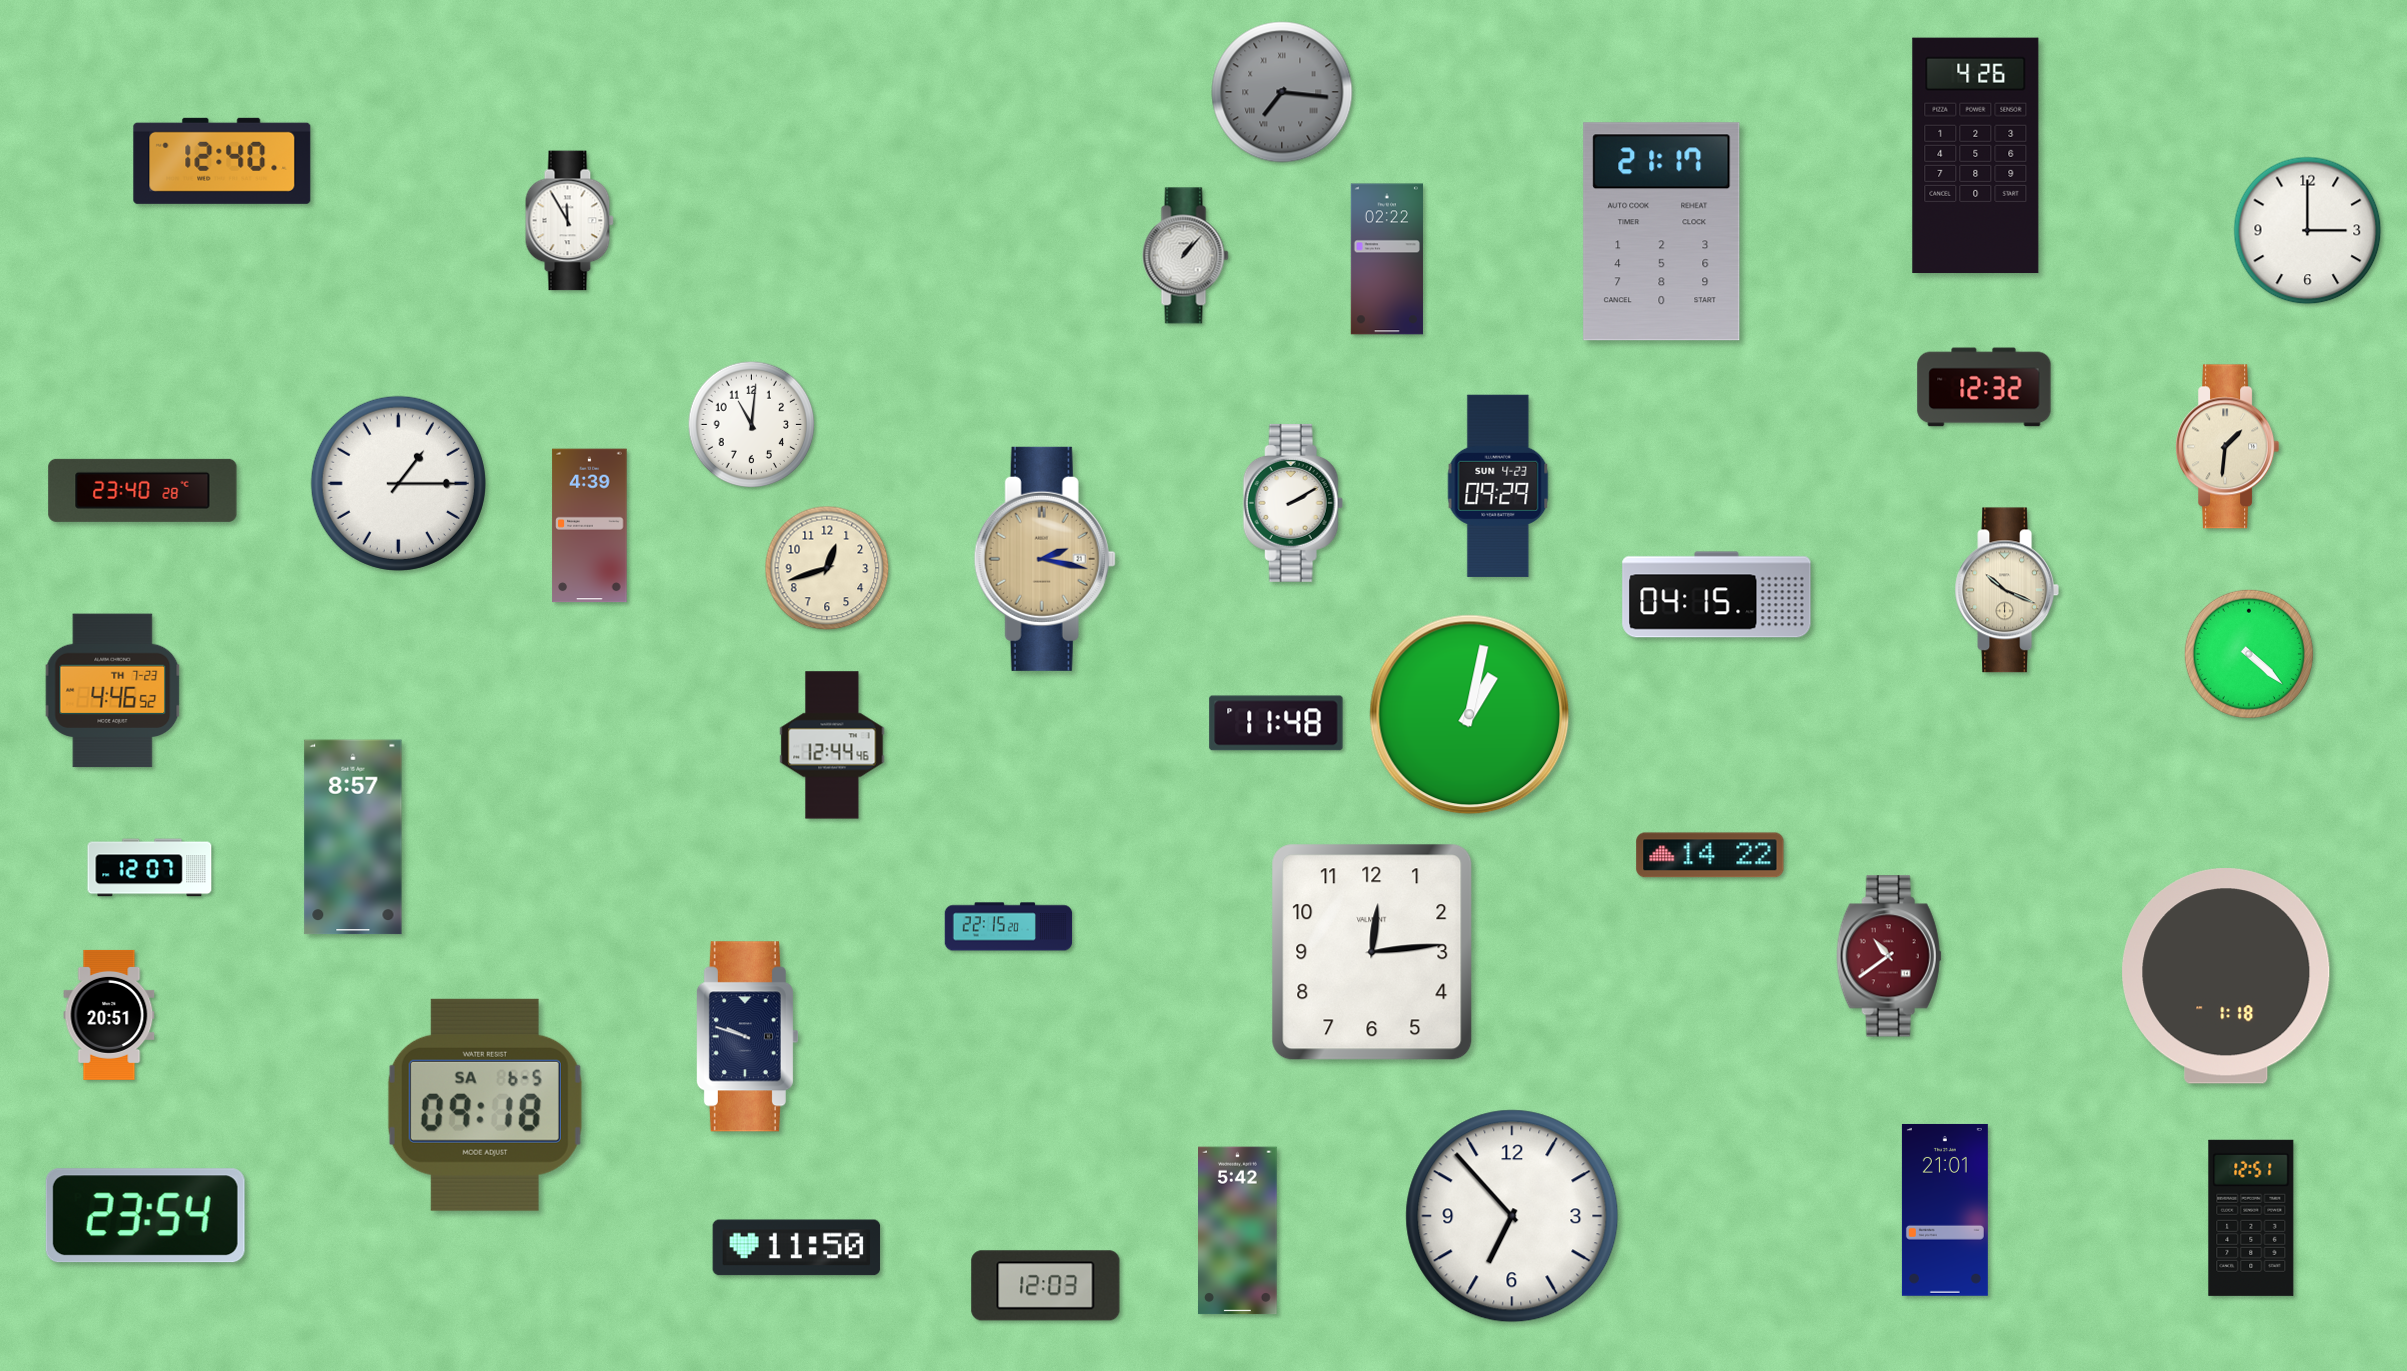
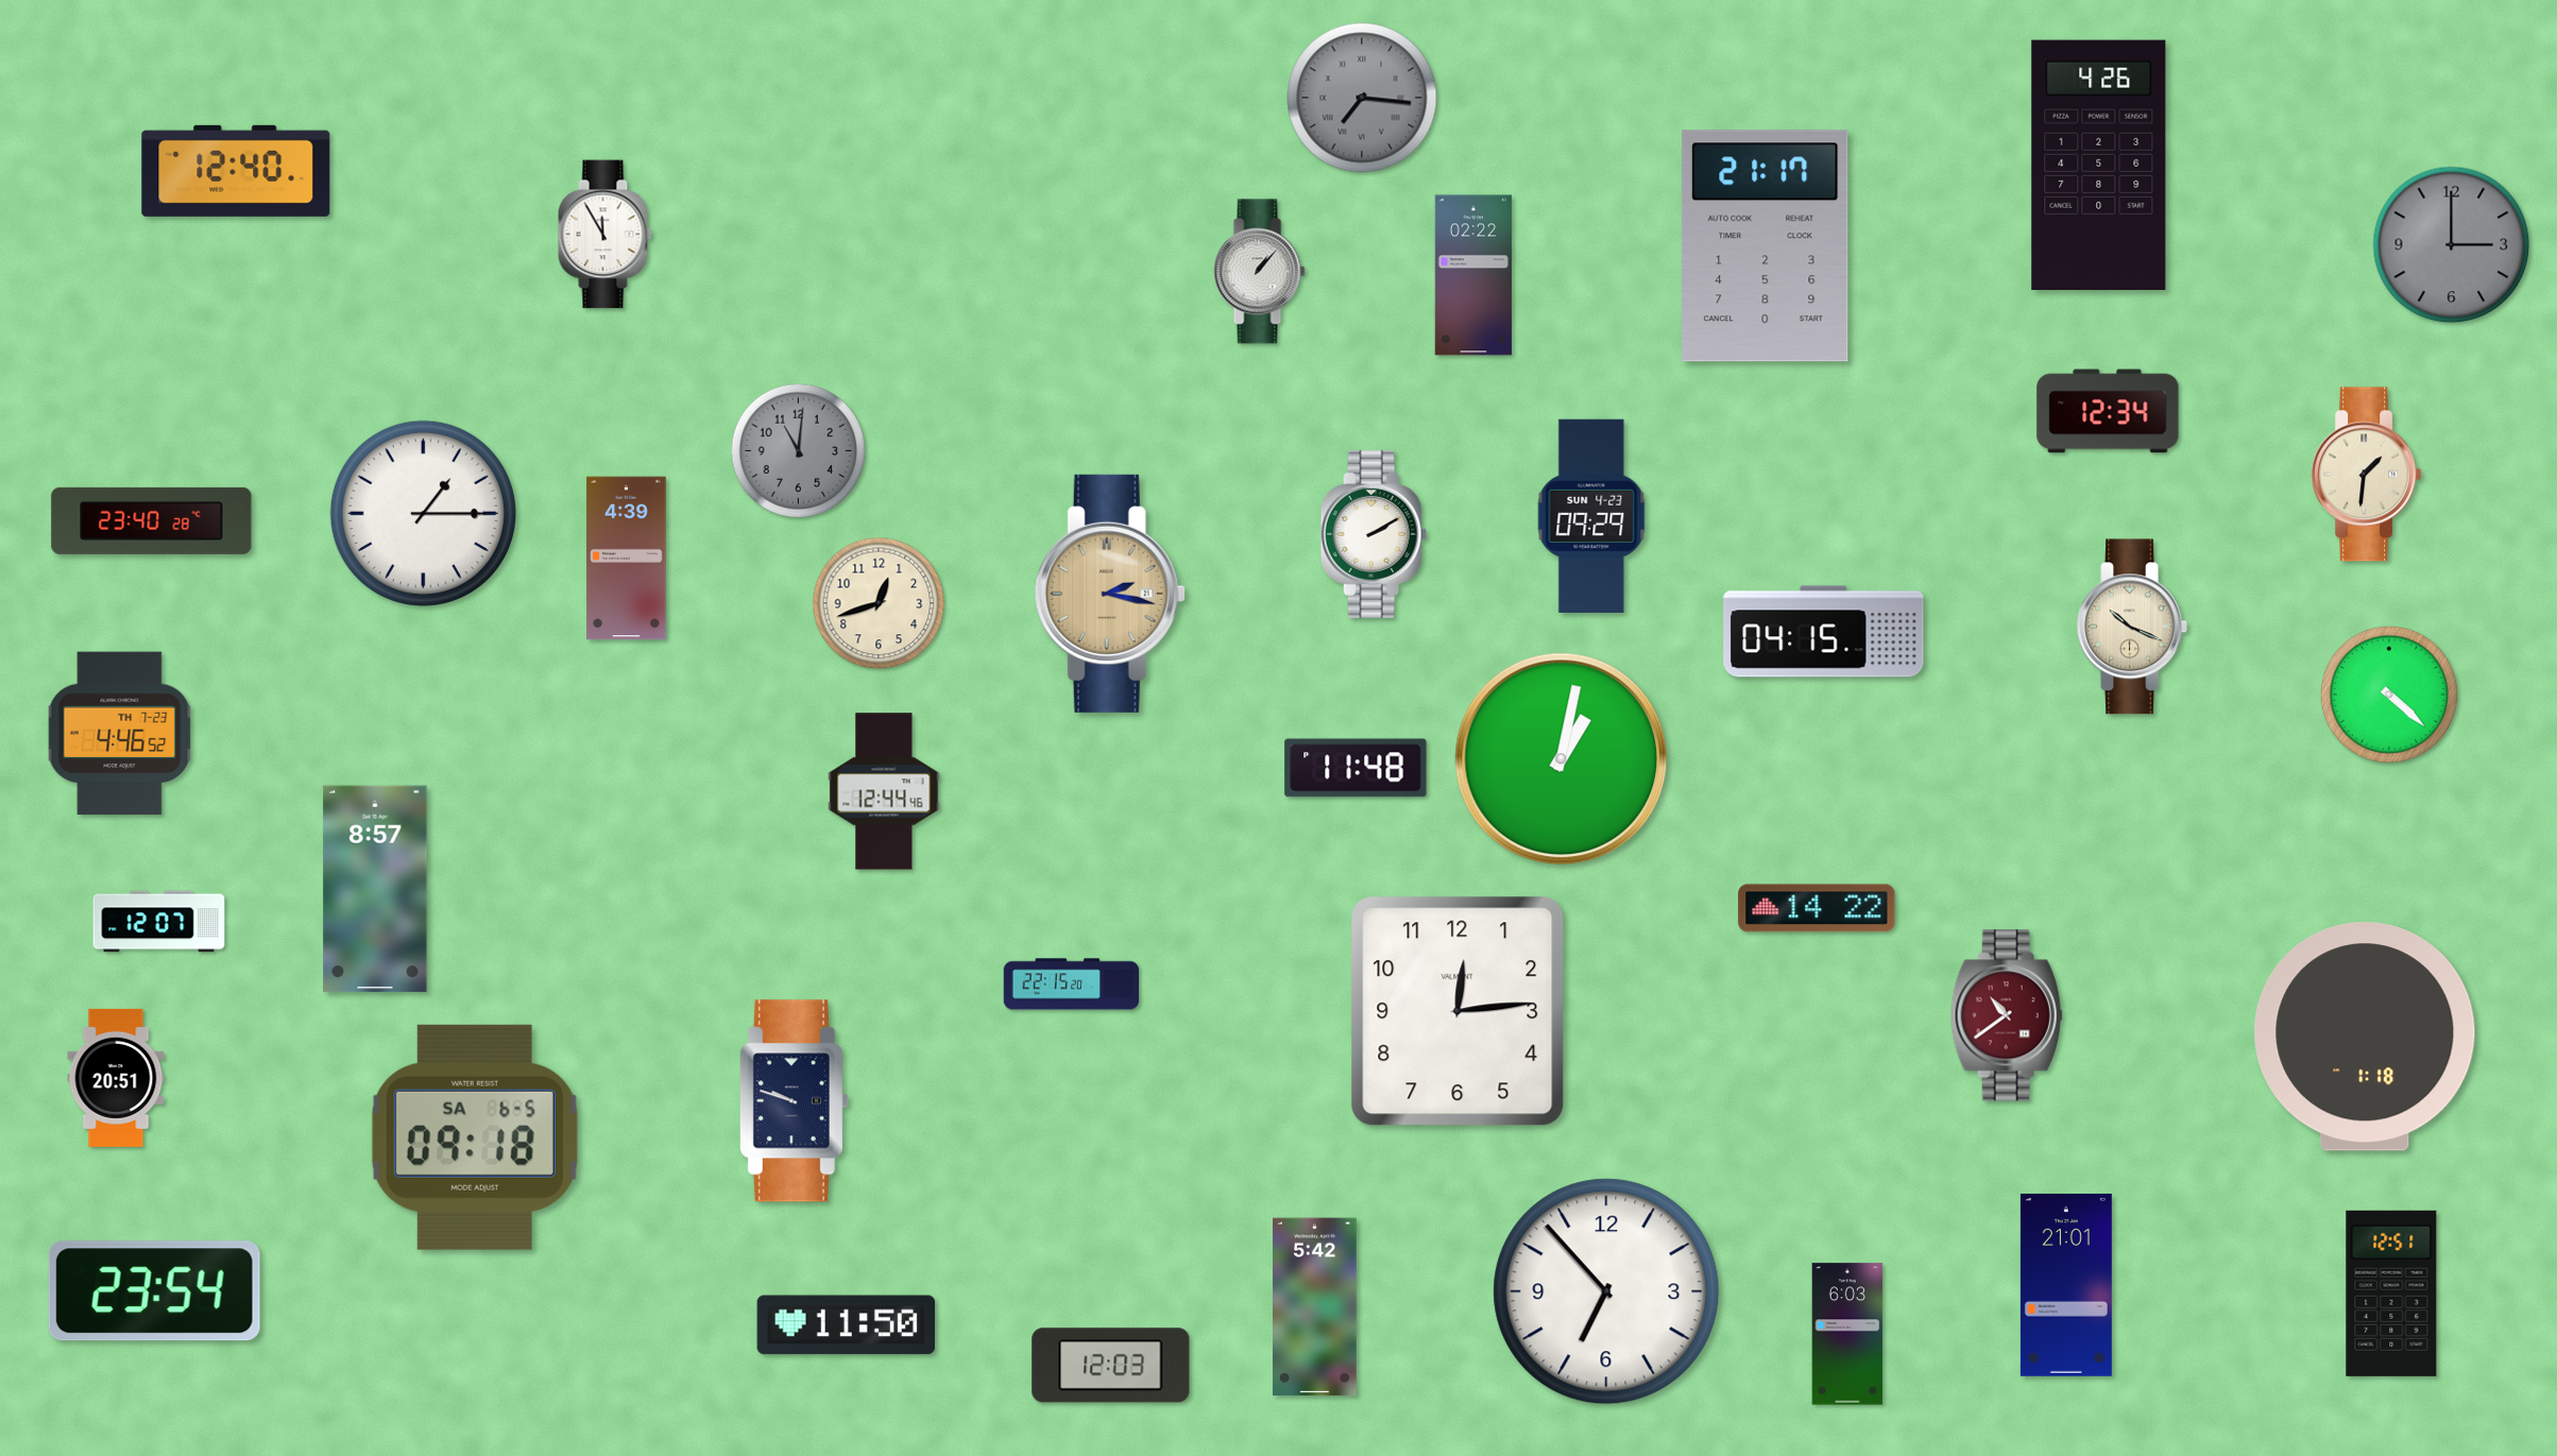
clock at (2308, 231) dial: white -> grey
clock at (1984, 387): 12:32 -> 12:34
clock at (752, 425) dial: white -> grey
clock at (485, 1105) position: (485, 1105) -> (475, 1137)
clock at (1847, 1334): none -> 6:03
